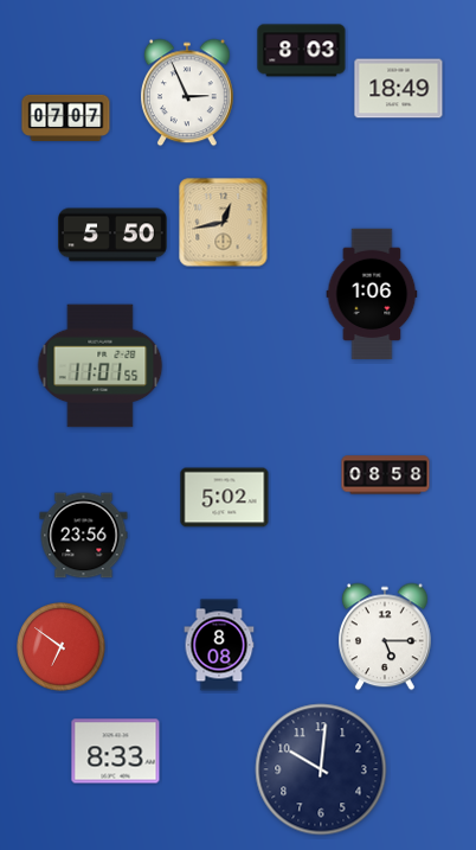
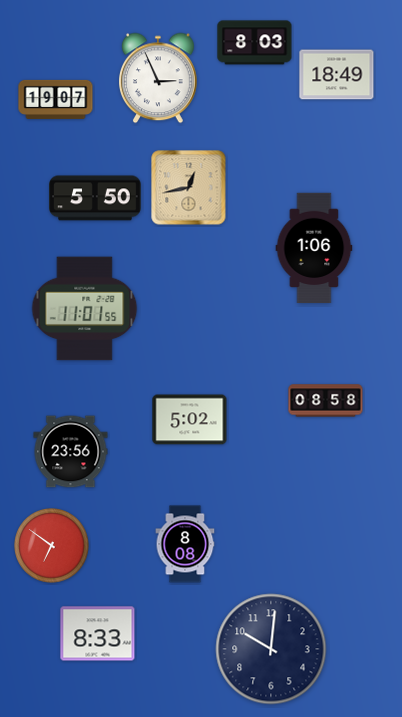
clock at (66, 117): 07:07 -> 19:07
clock at (386, 637): 5:15 -> none
